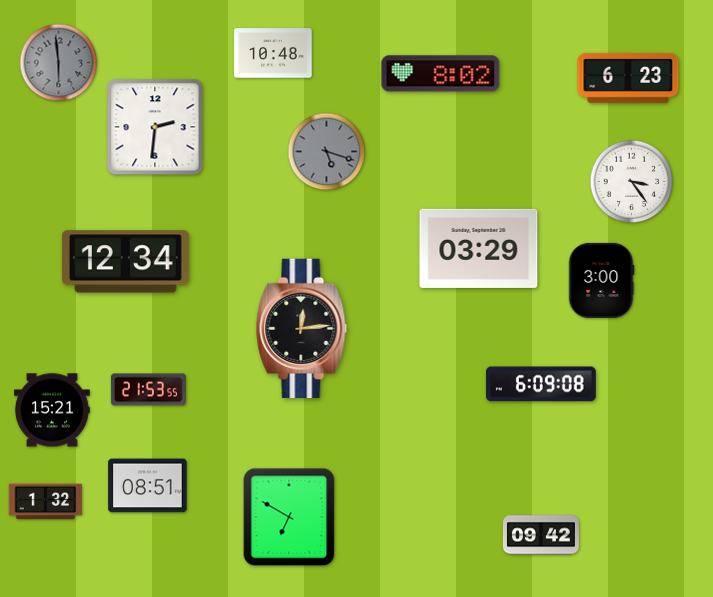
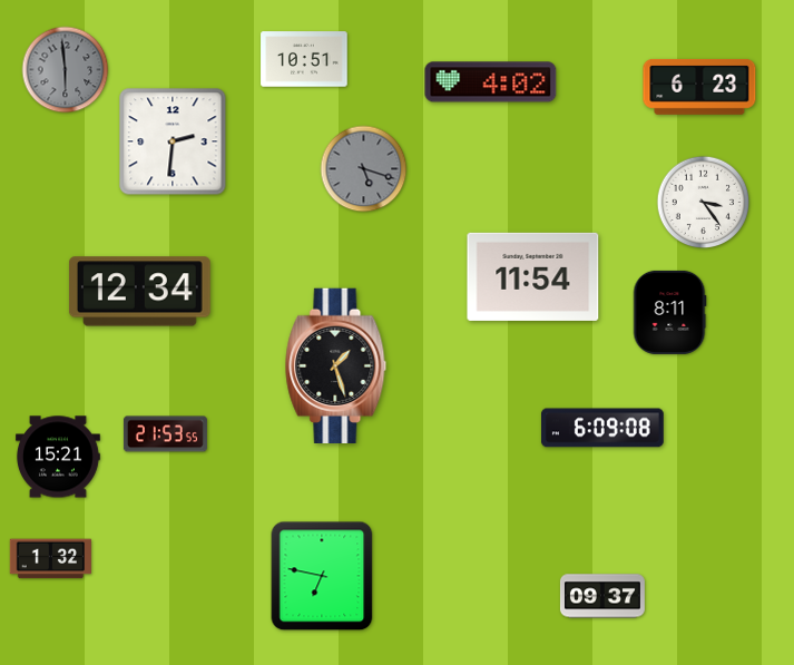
clock at (273, 53): 10:48 -> 10:51
clock at (441, 74): 8:02 -> 4:02
clock at (479, 248): 03:29 -> 11:54
clock at (601, 280): 3:00 -> 8:11
clock at (302, 328): 12:14 -> 1:27
clock at (148, 486): 08:51 -> none
clock at (289, 517): 6:50 -> 6:47
clock at (541, 535): 09:42 -> 09:37
